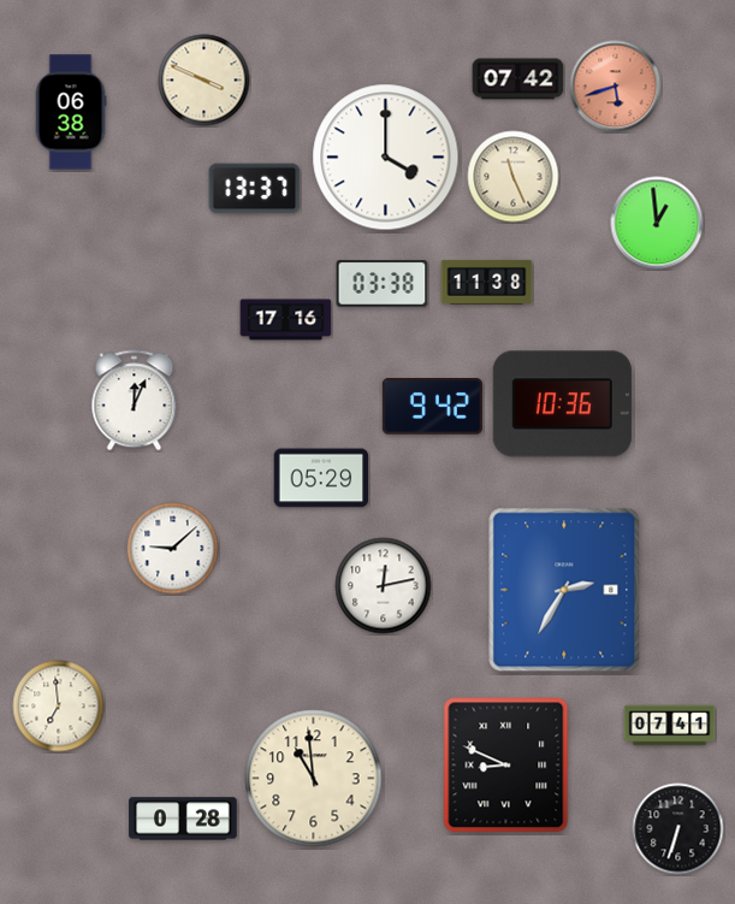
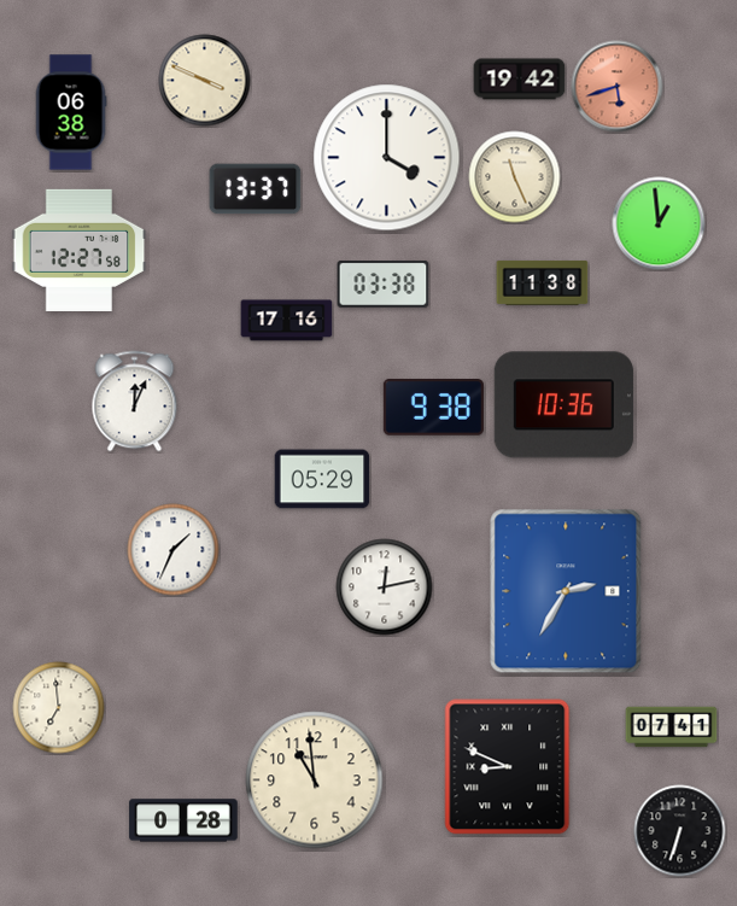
clock at (518, 79): 07:42 -> 19:42
clock at (80, 250): none -> 12:27
clock at (487, 282) position: (487, 282) -> (543, 282)
clock at (432, 407): 9:42 -> 9:38
clock at (173, 549): 9:08 -> 1:34
